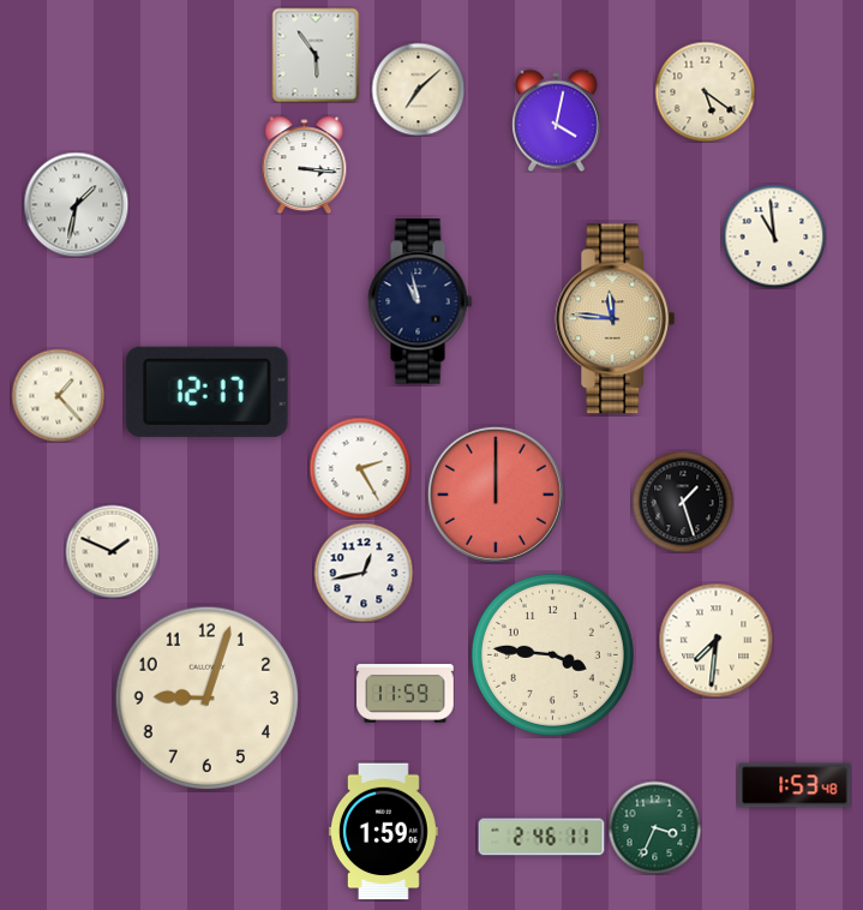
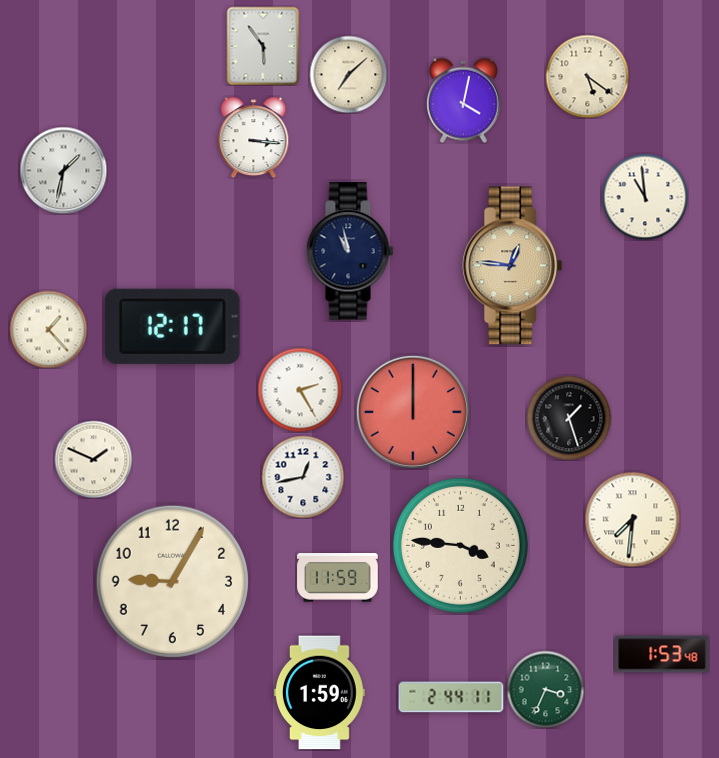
clock at (616, 319): 11:46 -> 12:46
clock at (715, 640) position: (715, 640) -> (632, 519)
clock at (206, 698): 9:03 -> 9:05
clock at (541, 837): 2:46 -> 2:44
